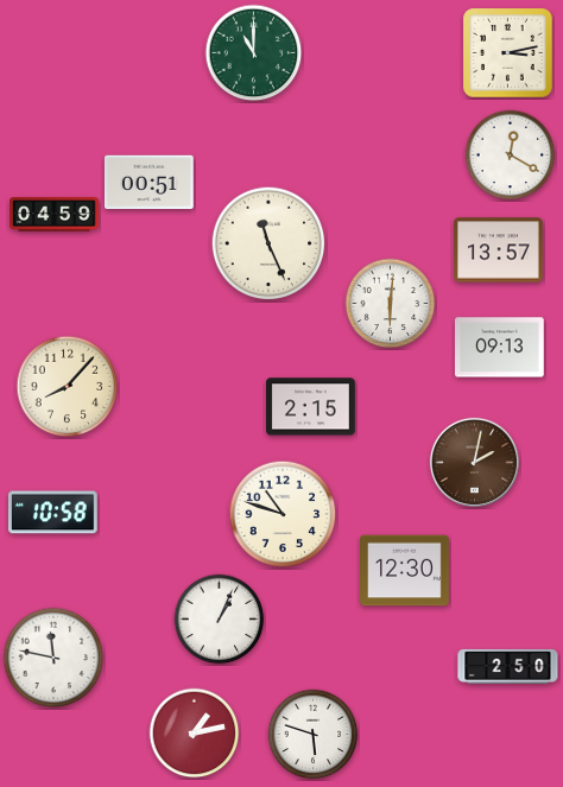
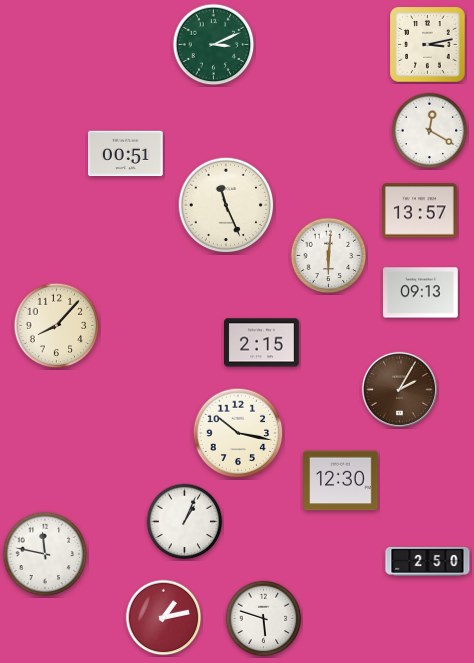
clock at (254, 53): 11:00 -> 3:11
clock at (55, 215): 04:59 -> none
clock at (474, 462): 2:02 -> 2:05
clock at (53, 513): 10:58 -> none
clock at (283, 514): 10:48 -> 10:17
